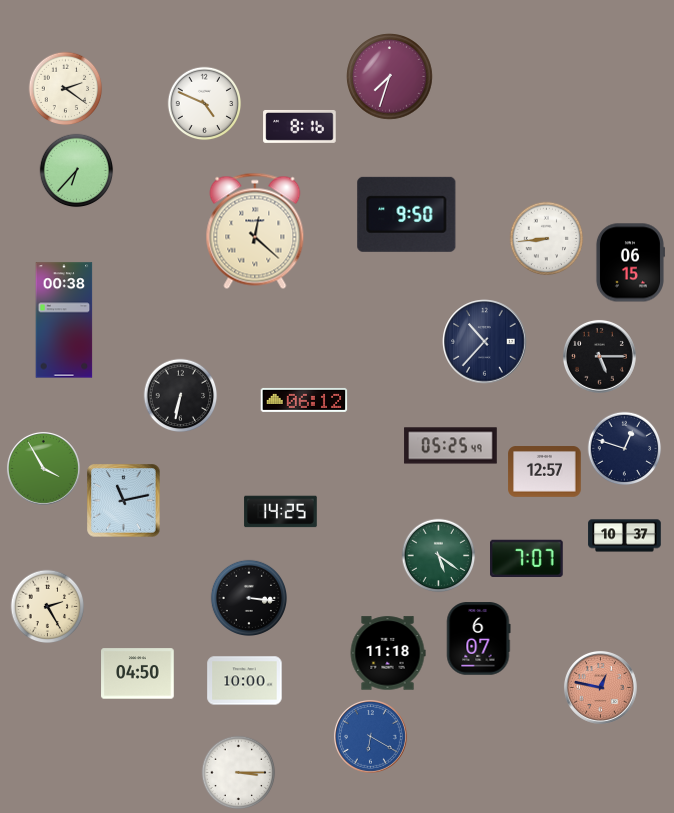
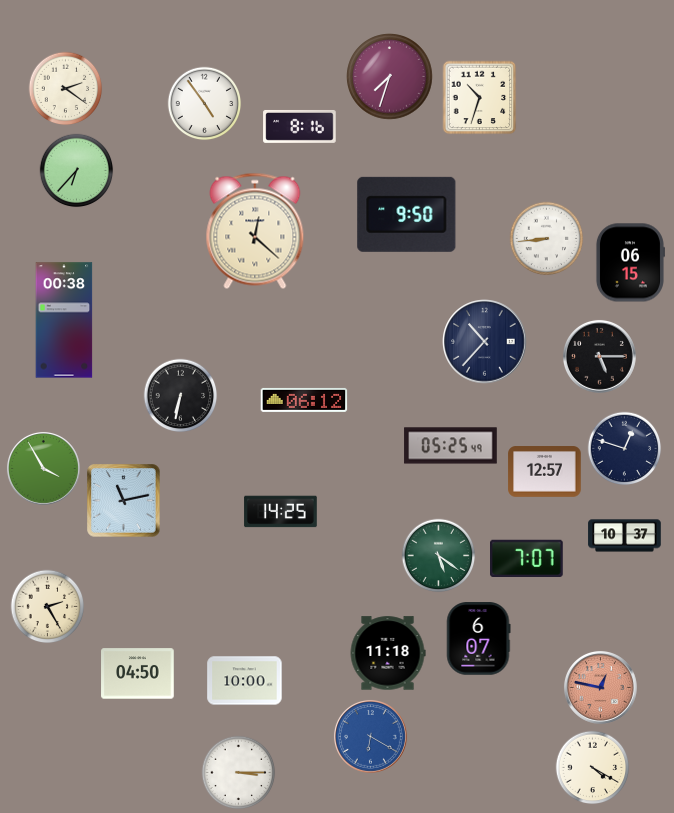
clock at (480, 98): none -> 10:33
clock at (205, 104): 4:49 -> 4:54
clock at (248, 597): 3:16 -> none
clock at (593, 768): none -> 4:20
